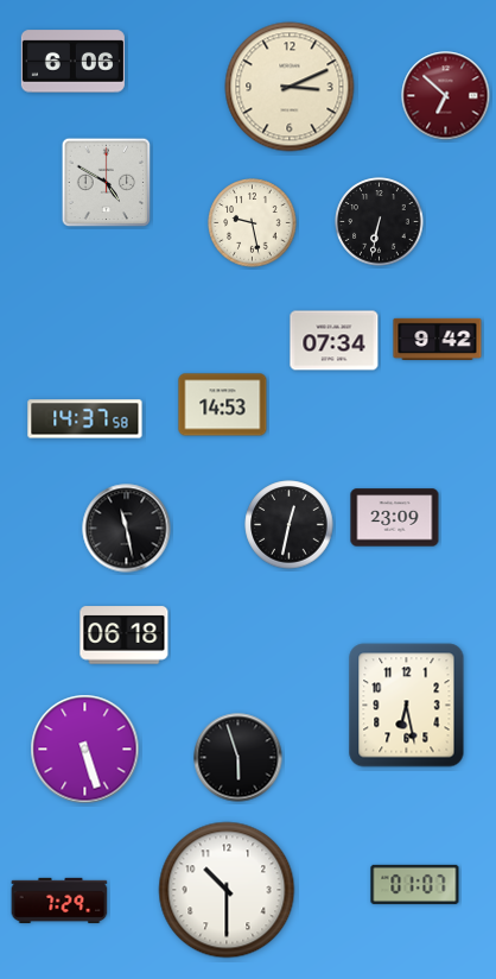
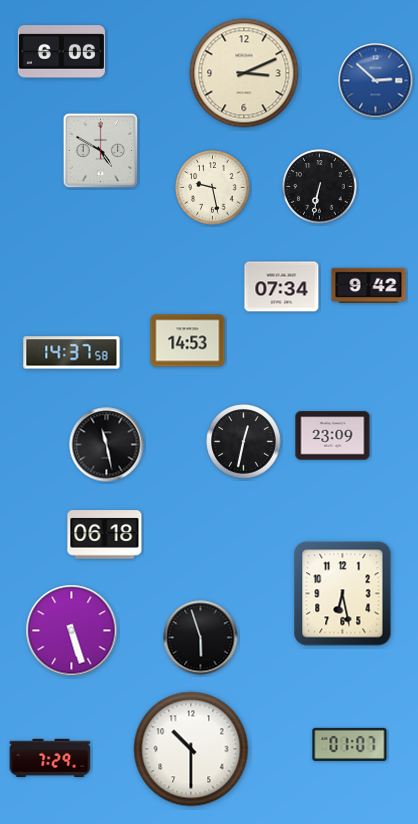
clock at (446, 96): 6:52 -> 2:52
clock at (446, 96) dial: burgundy -> blue
clock at (107, 183) position: (107, 183) -> (101, 151)
